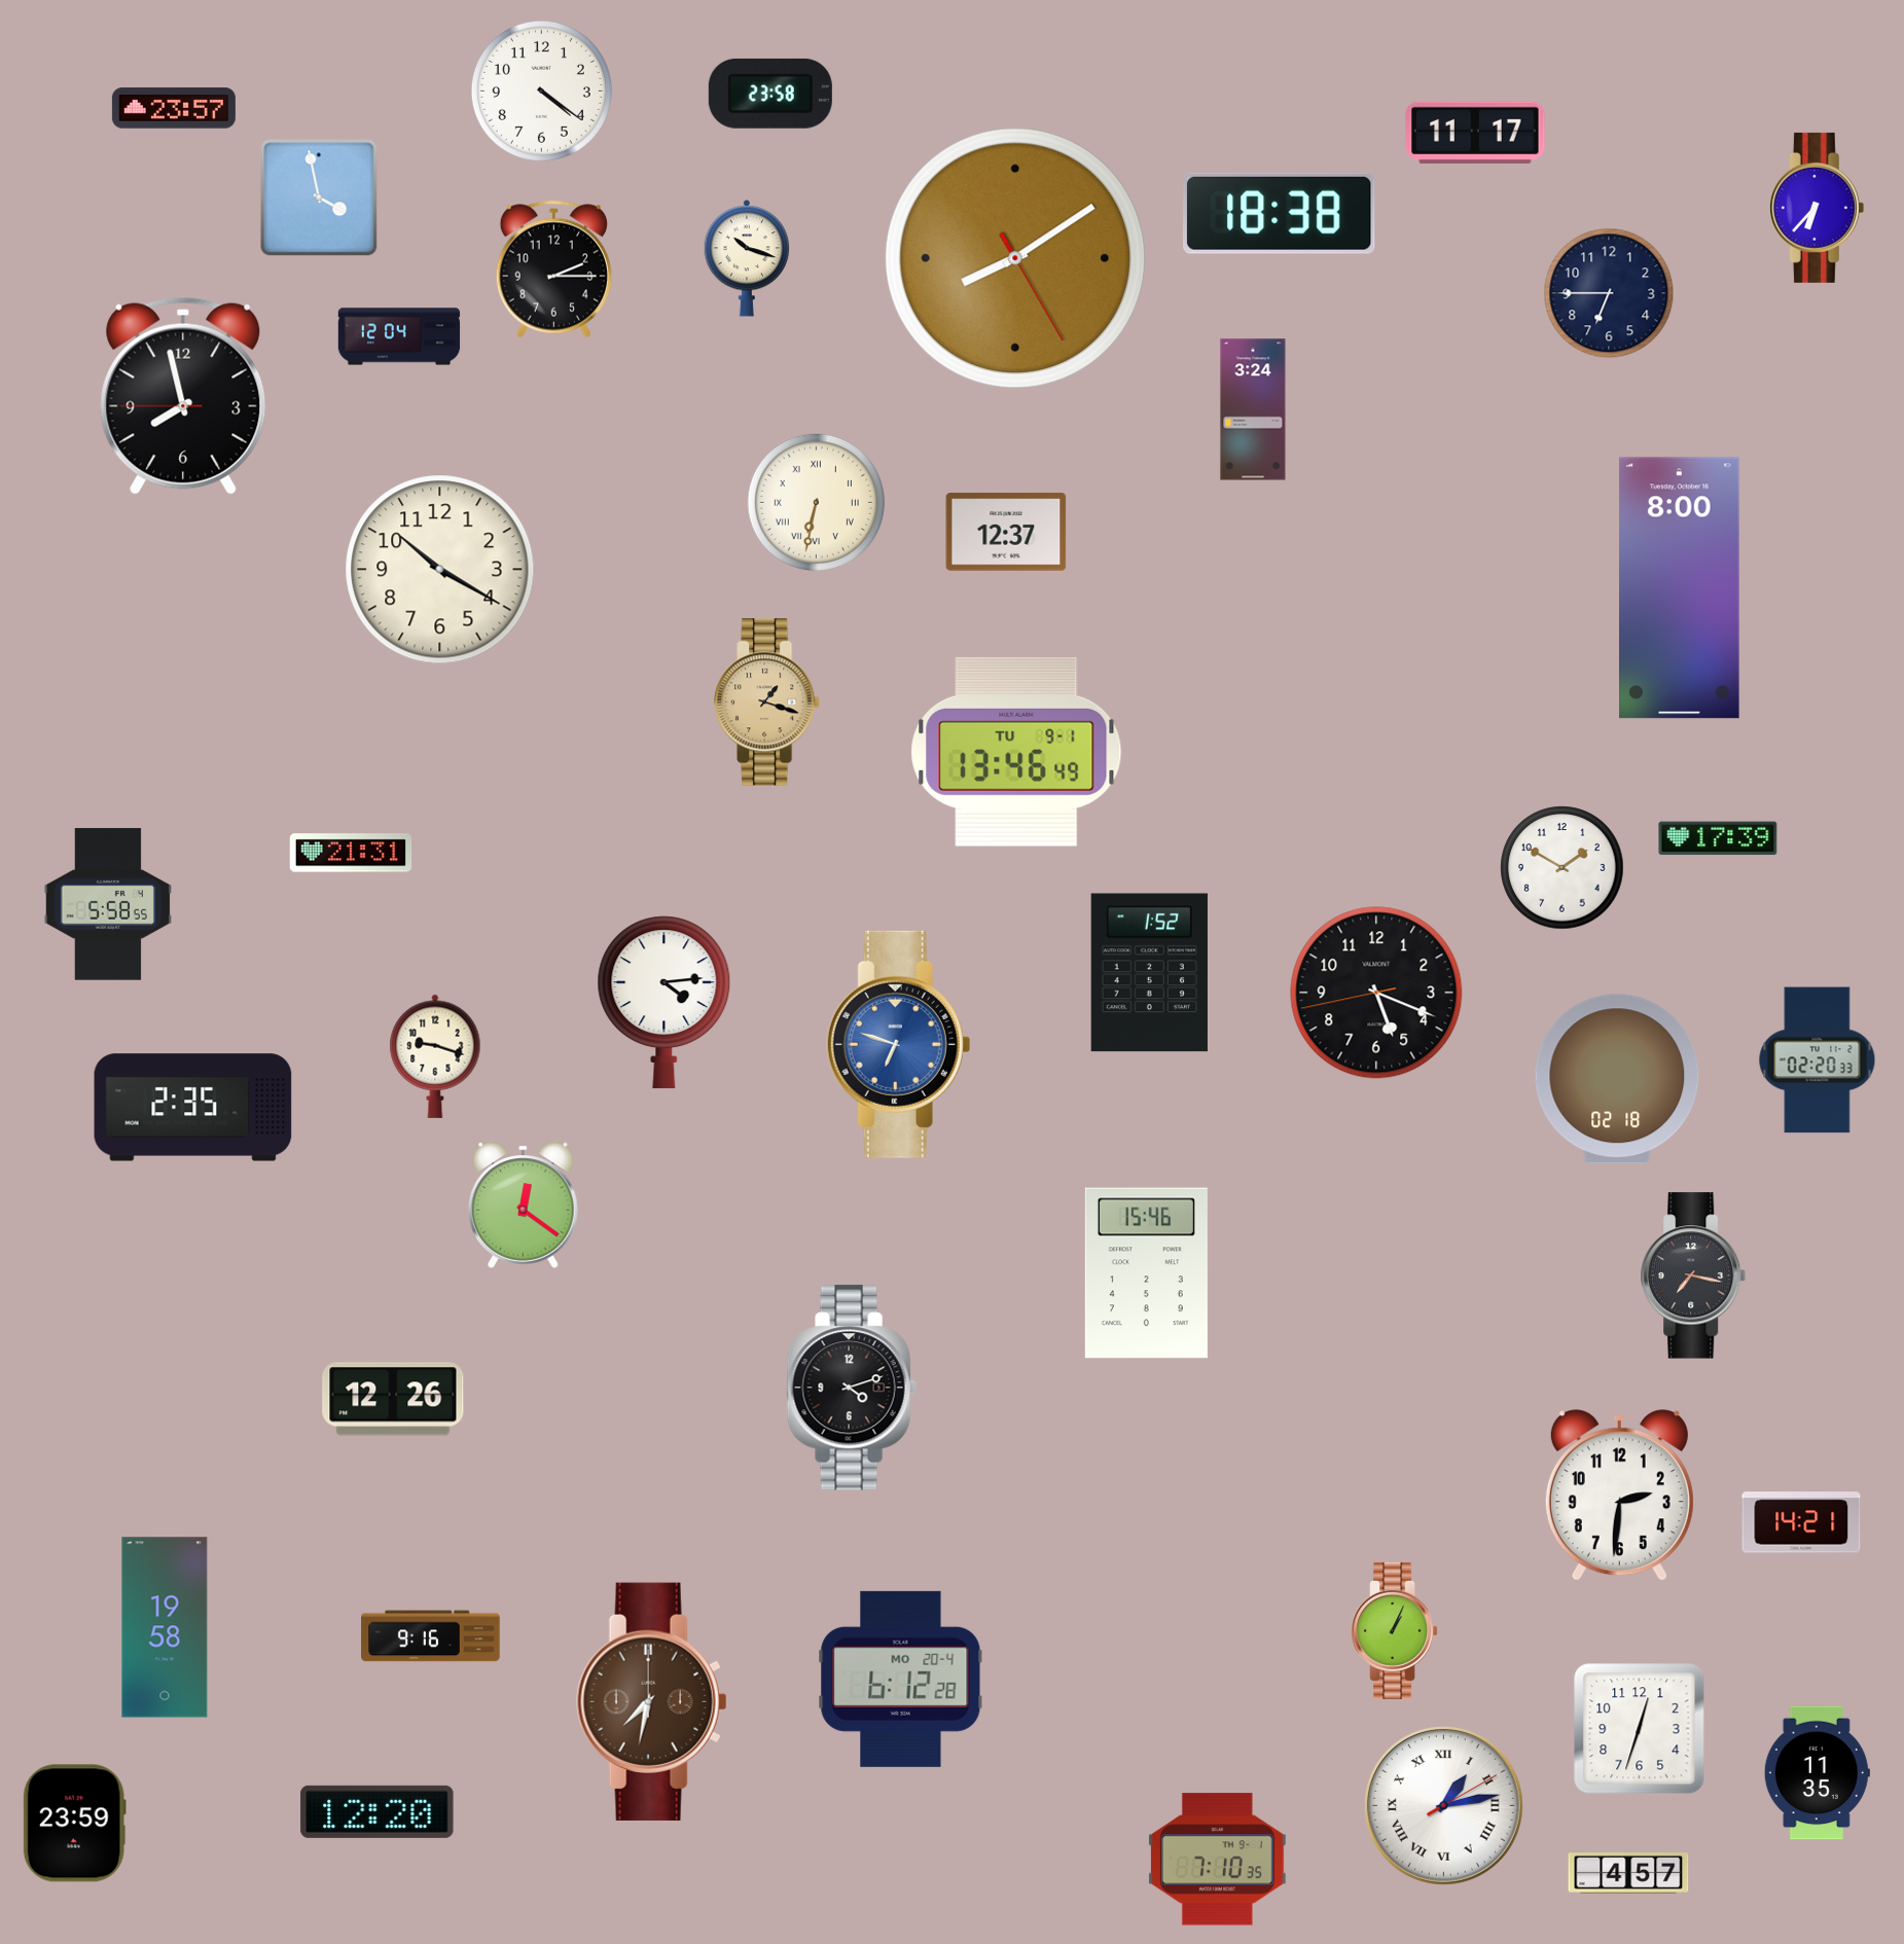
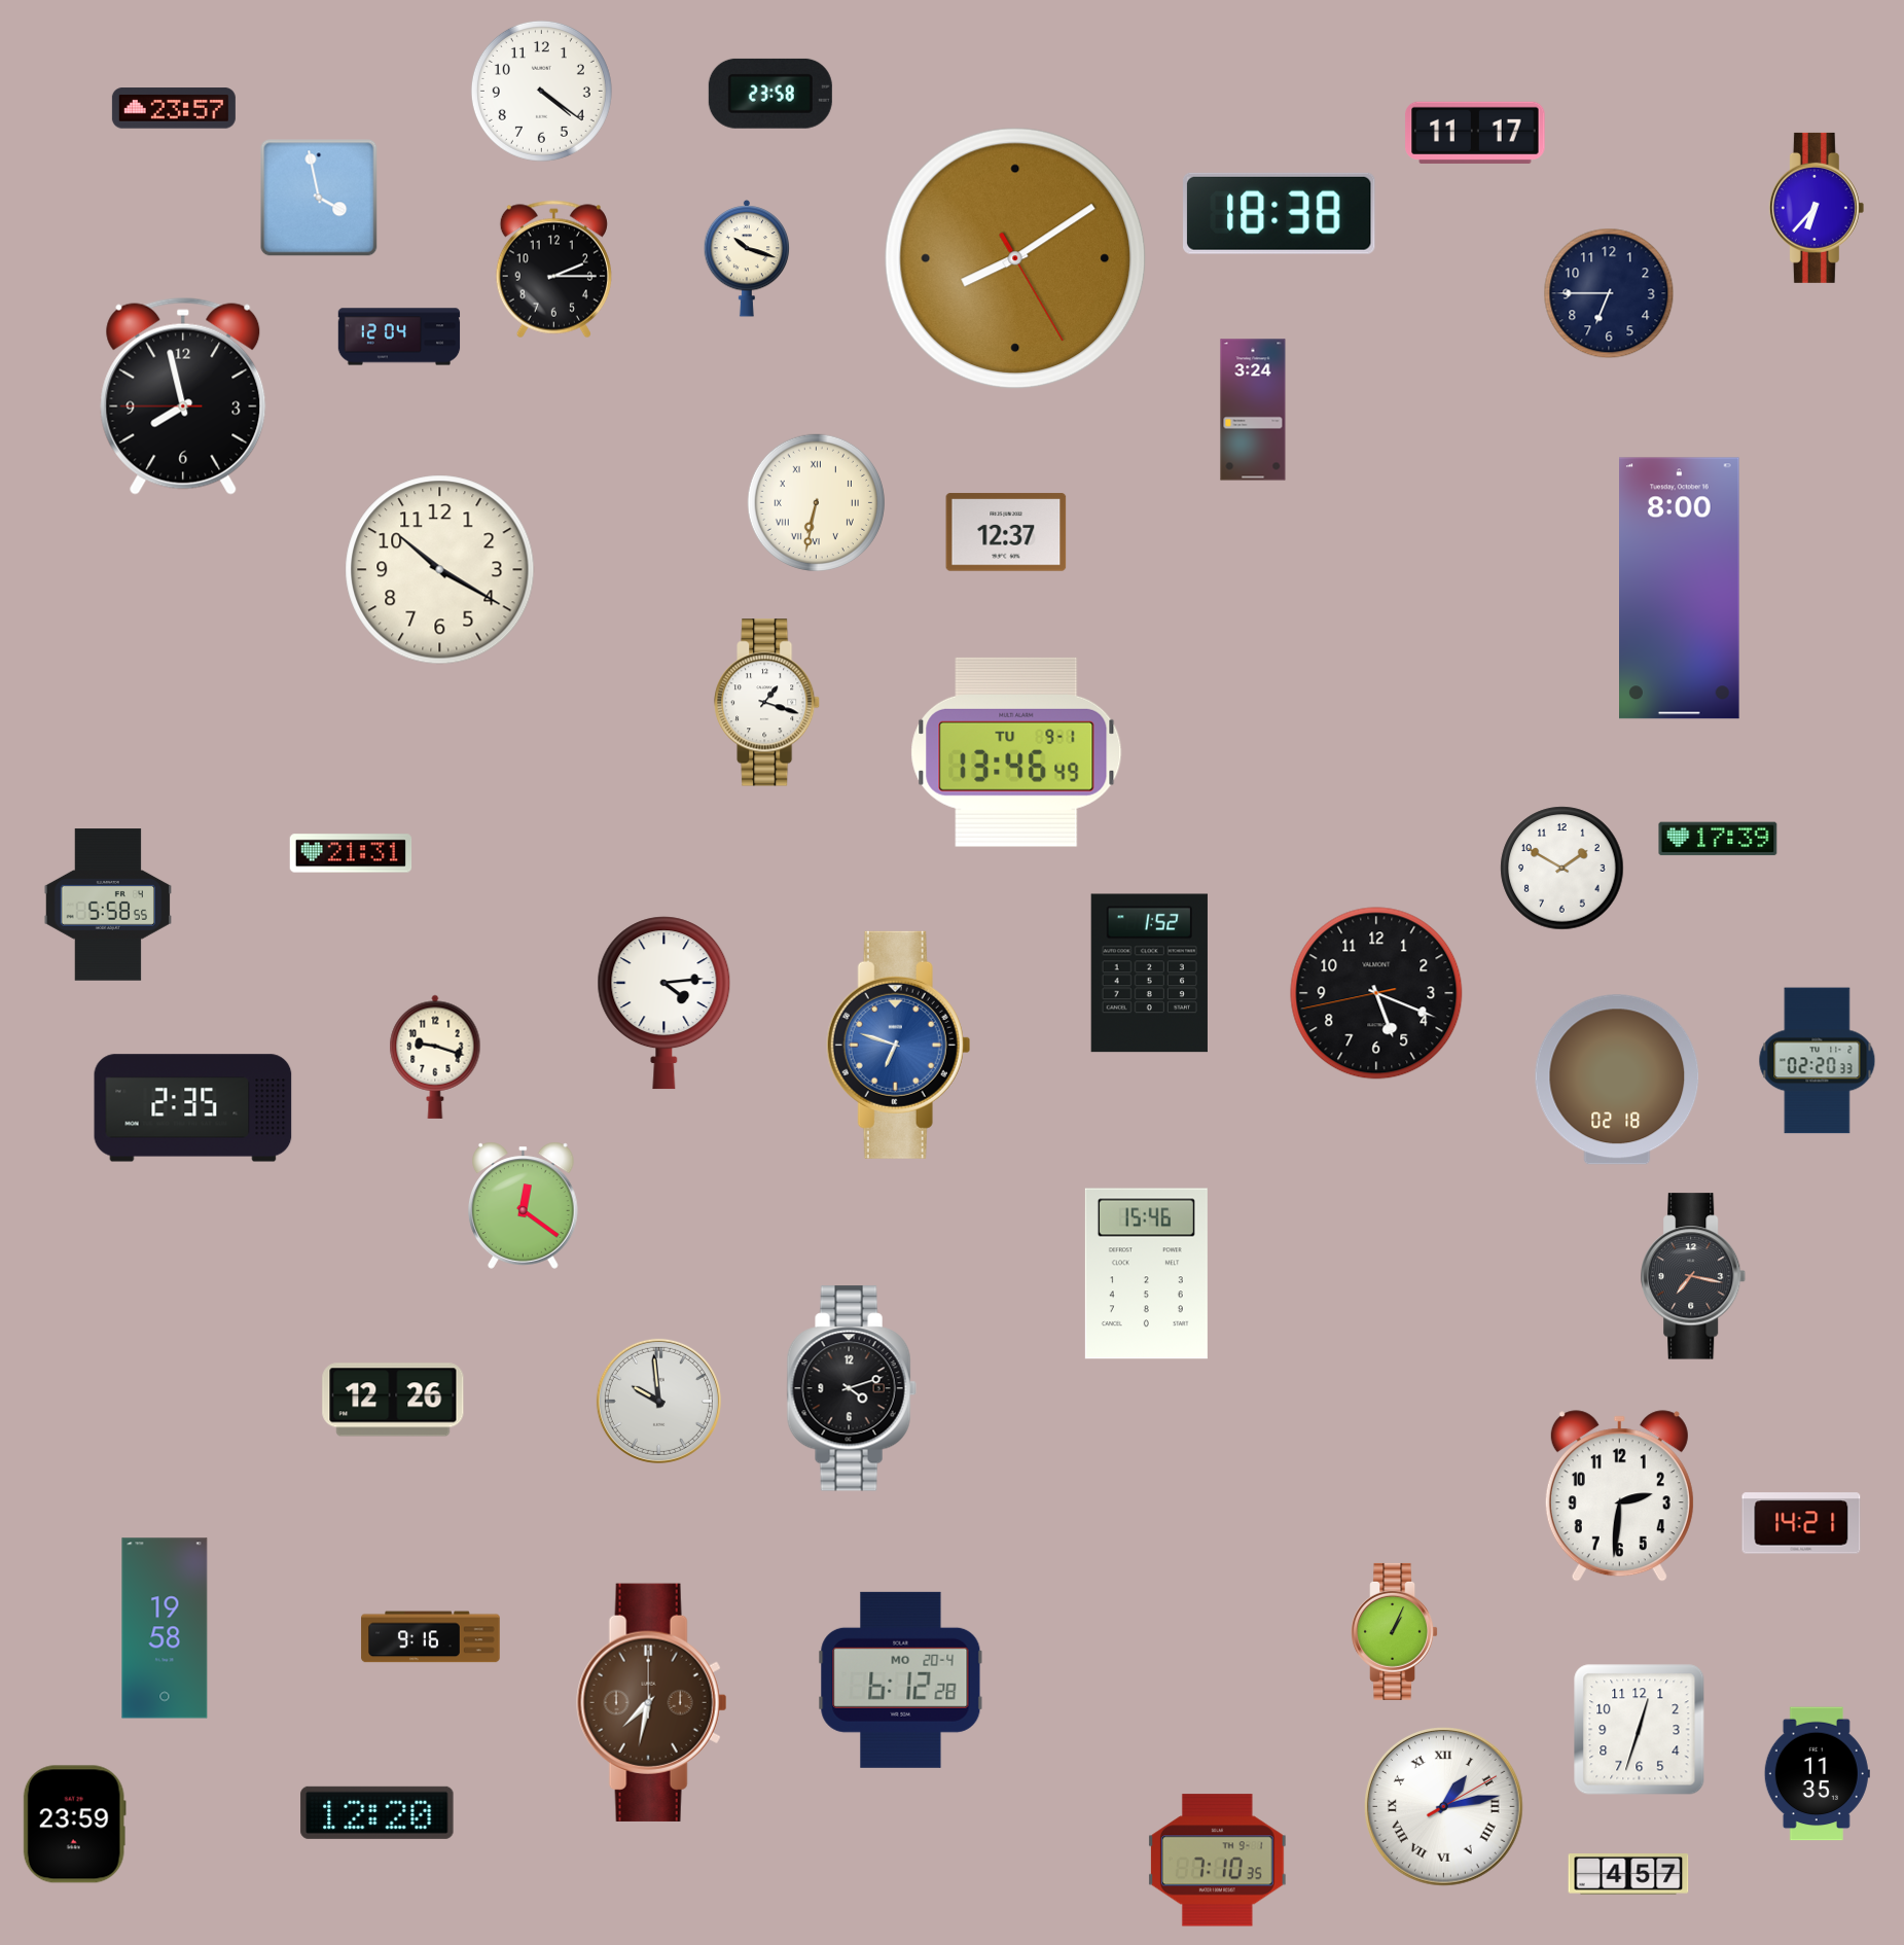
clock at (767, 703) dial: champagne -> white
clock at (658, 1401): none -> 9:59
